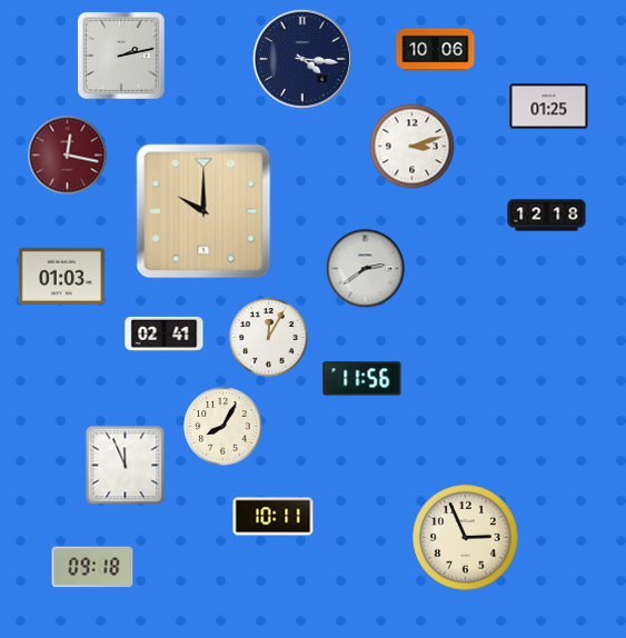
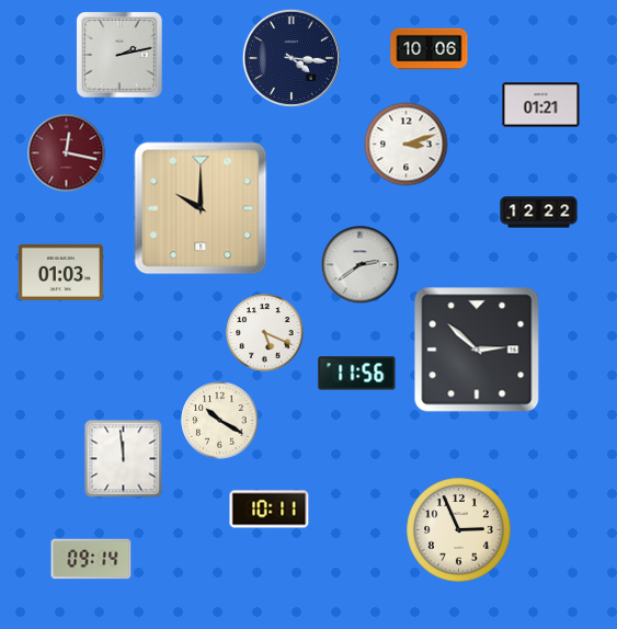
clock at (302, 59) position: (302, 59) -> (292, 58)
clock at (549, 107): 01:25 -> 01:21
clock at (547, 216): 12:18 -> 12:22
clock at (165, 333): 02:41 -> none
clock at (269, 338): 12:05 -> 5:19
clock at (477, 350): none -> 2:52
clock at (223, 427): 8:05 -> 10:20
clock at (126, 466): 11:56 -> 11:59
clock at (92, 567): 09:18 -> 09:14
